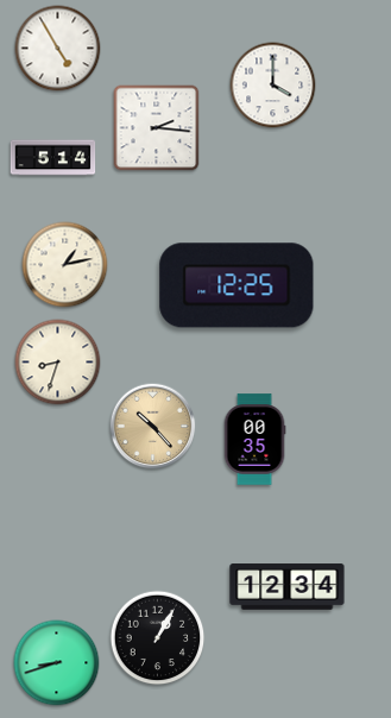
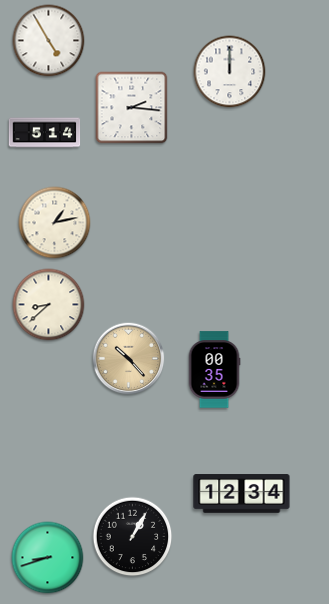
clock at (273, 86): 4:00 -> 12:00
clock at (237, 285): 12:25 -> none
clock at (58, 363): 8:33 -> 8:38
